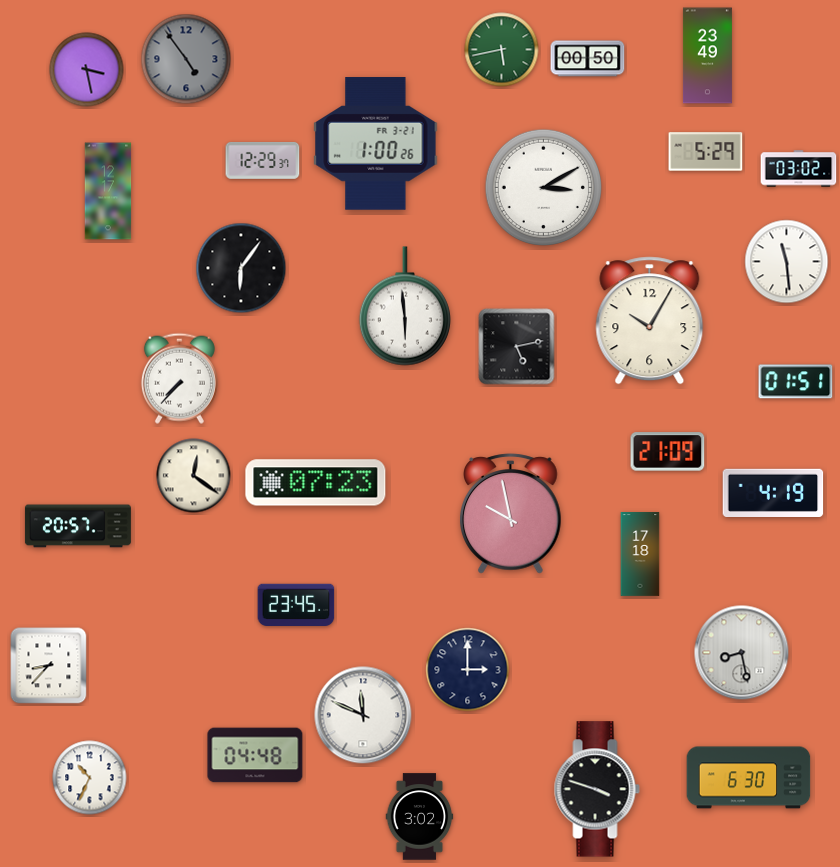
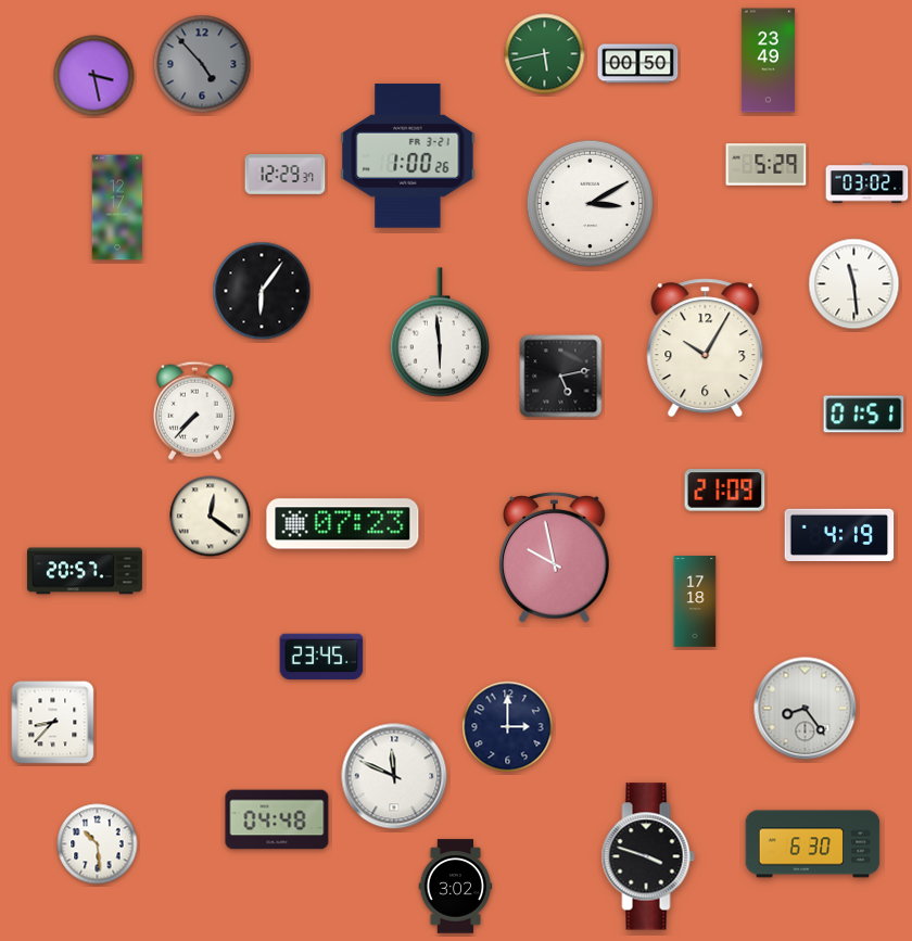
clock at (186, 59): 4:54 -> 4:53
clock at (742, 653): 8:28 -> 8:24
clock at (90, 778): 10:34 -> 10:29
